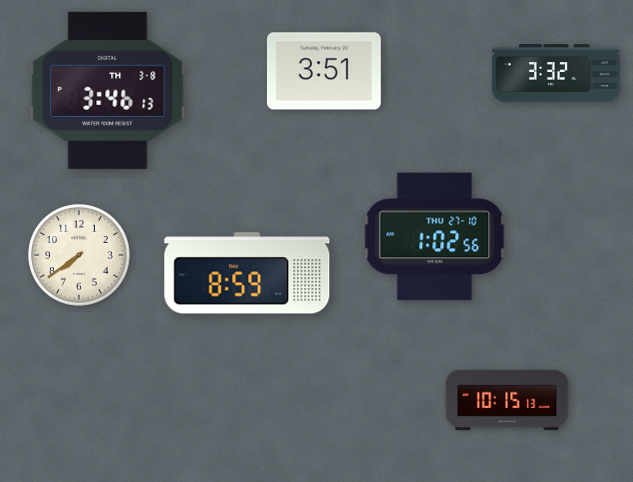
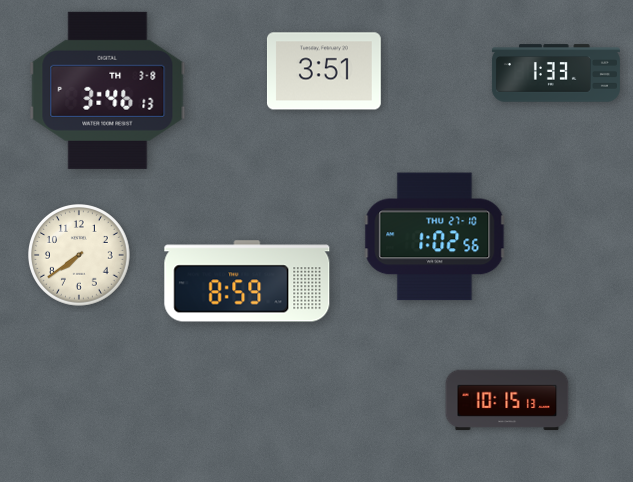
clock at (556, 73): 3:32 -> 1:33
clock at (247, 273) position: (247, 273) -> (247, 281)
